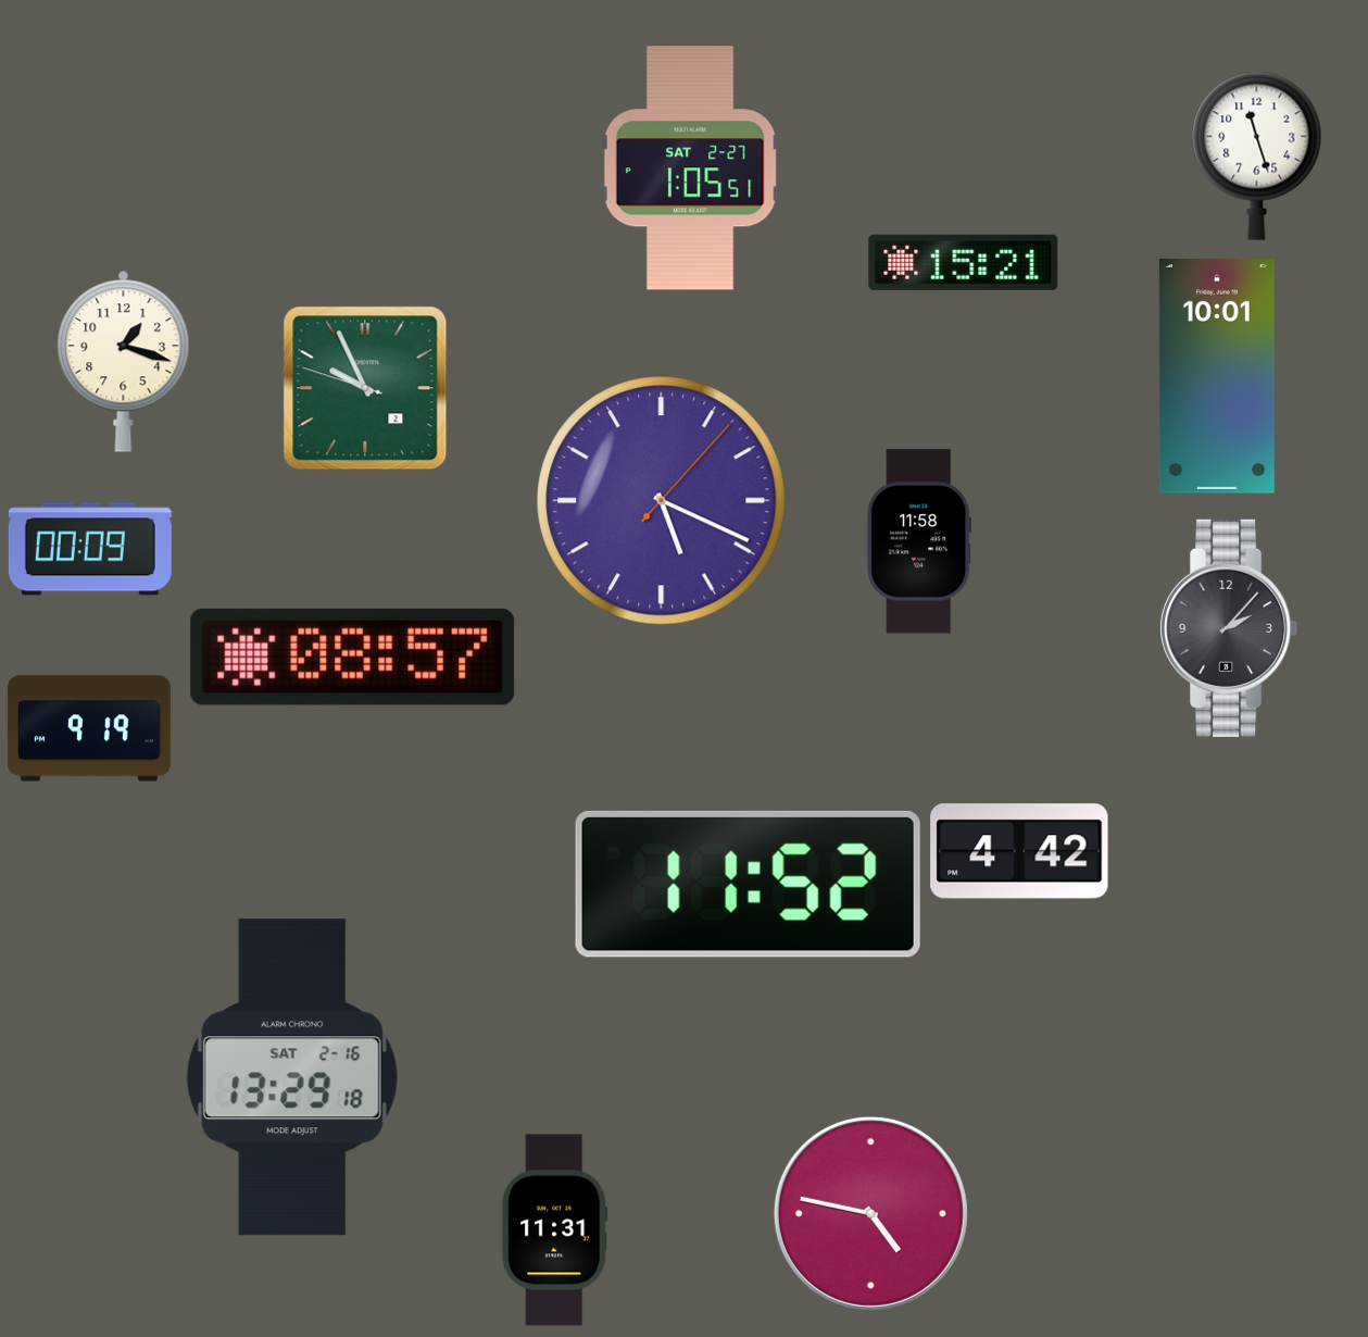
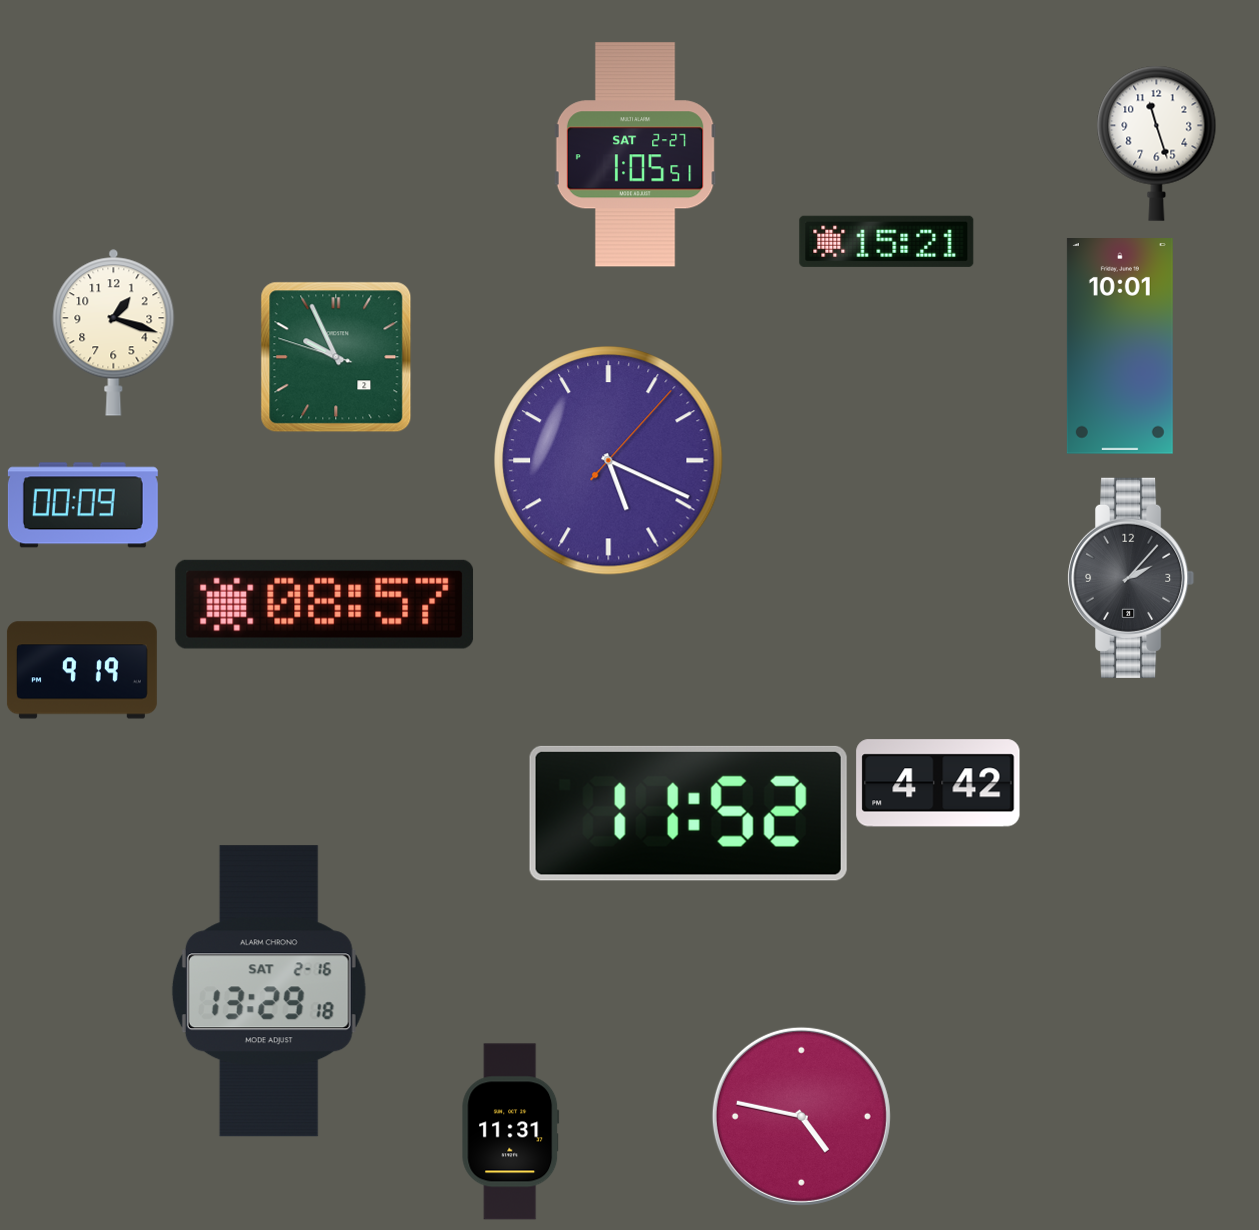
clock at (919, 541): 11:58 -> none
